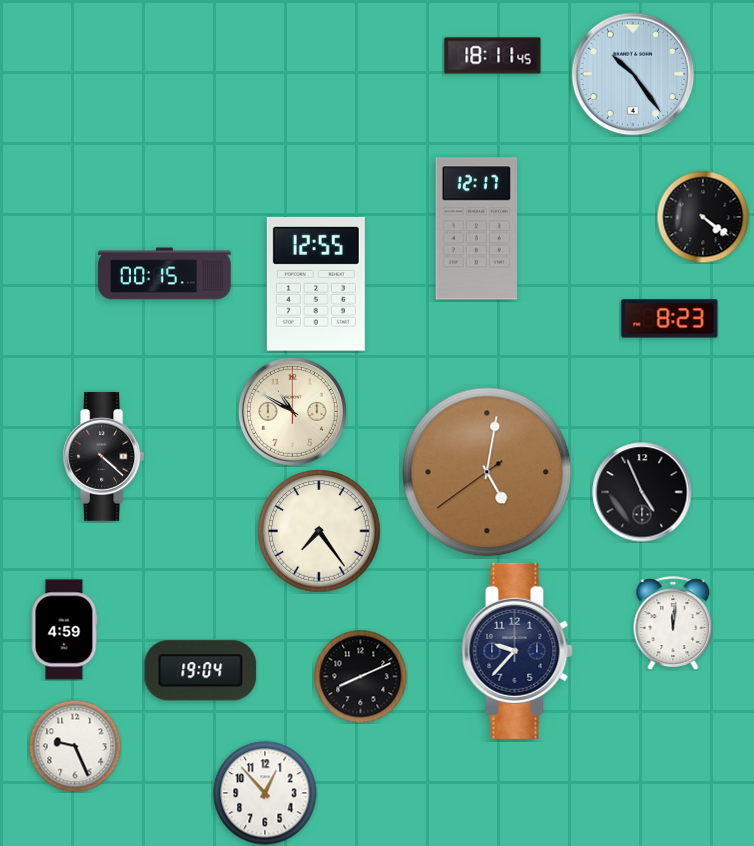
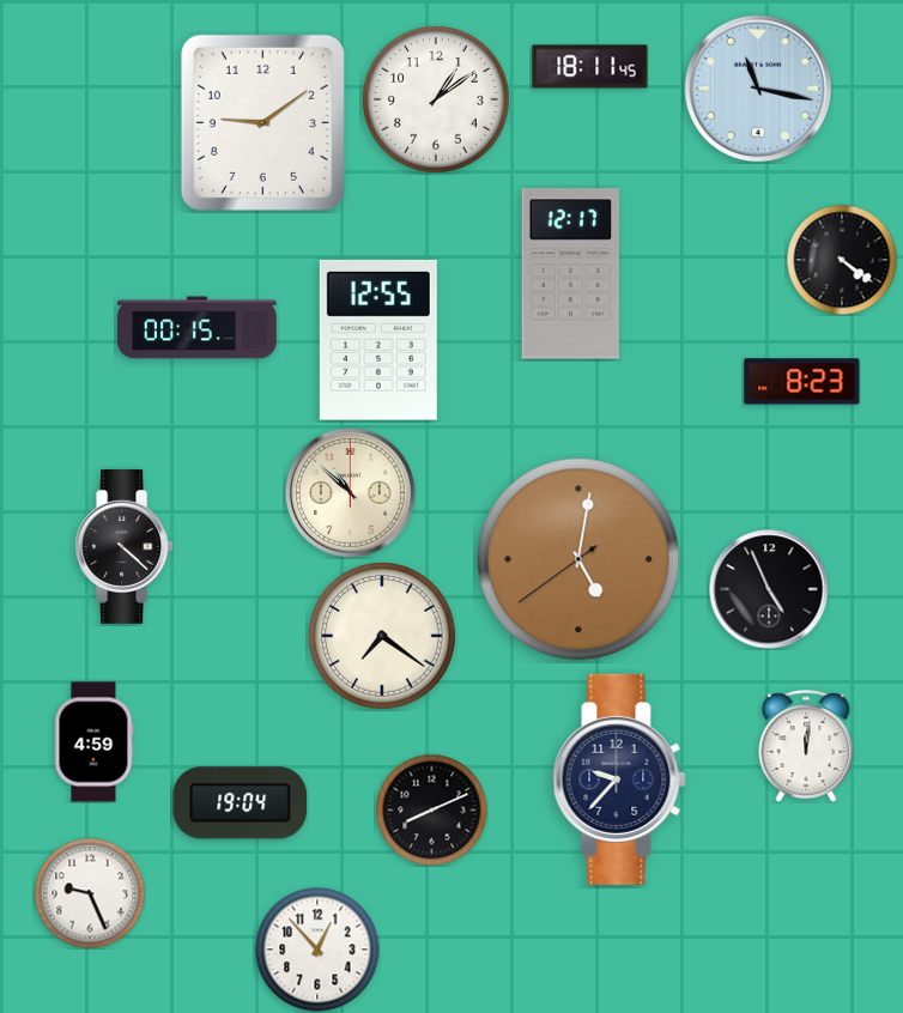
clock at (633, 74): 10:24 -> 11:17
clock at (437, 101): none -> 1:09
clock at (262, 122): none -> 9:09
clock at (292, 411): 10:50 -> 10:52
clock at (487, 472) position: (487, 472) -> (578, 559)
clock at (320, 532): 7:24 -> 7:21
clock at (64, 630) position: (64, 630) -> (93, 742)
